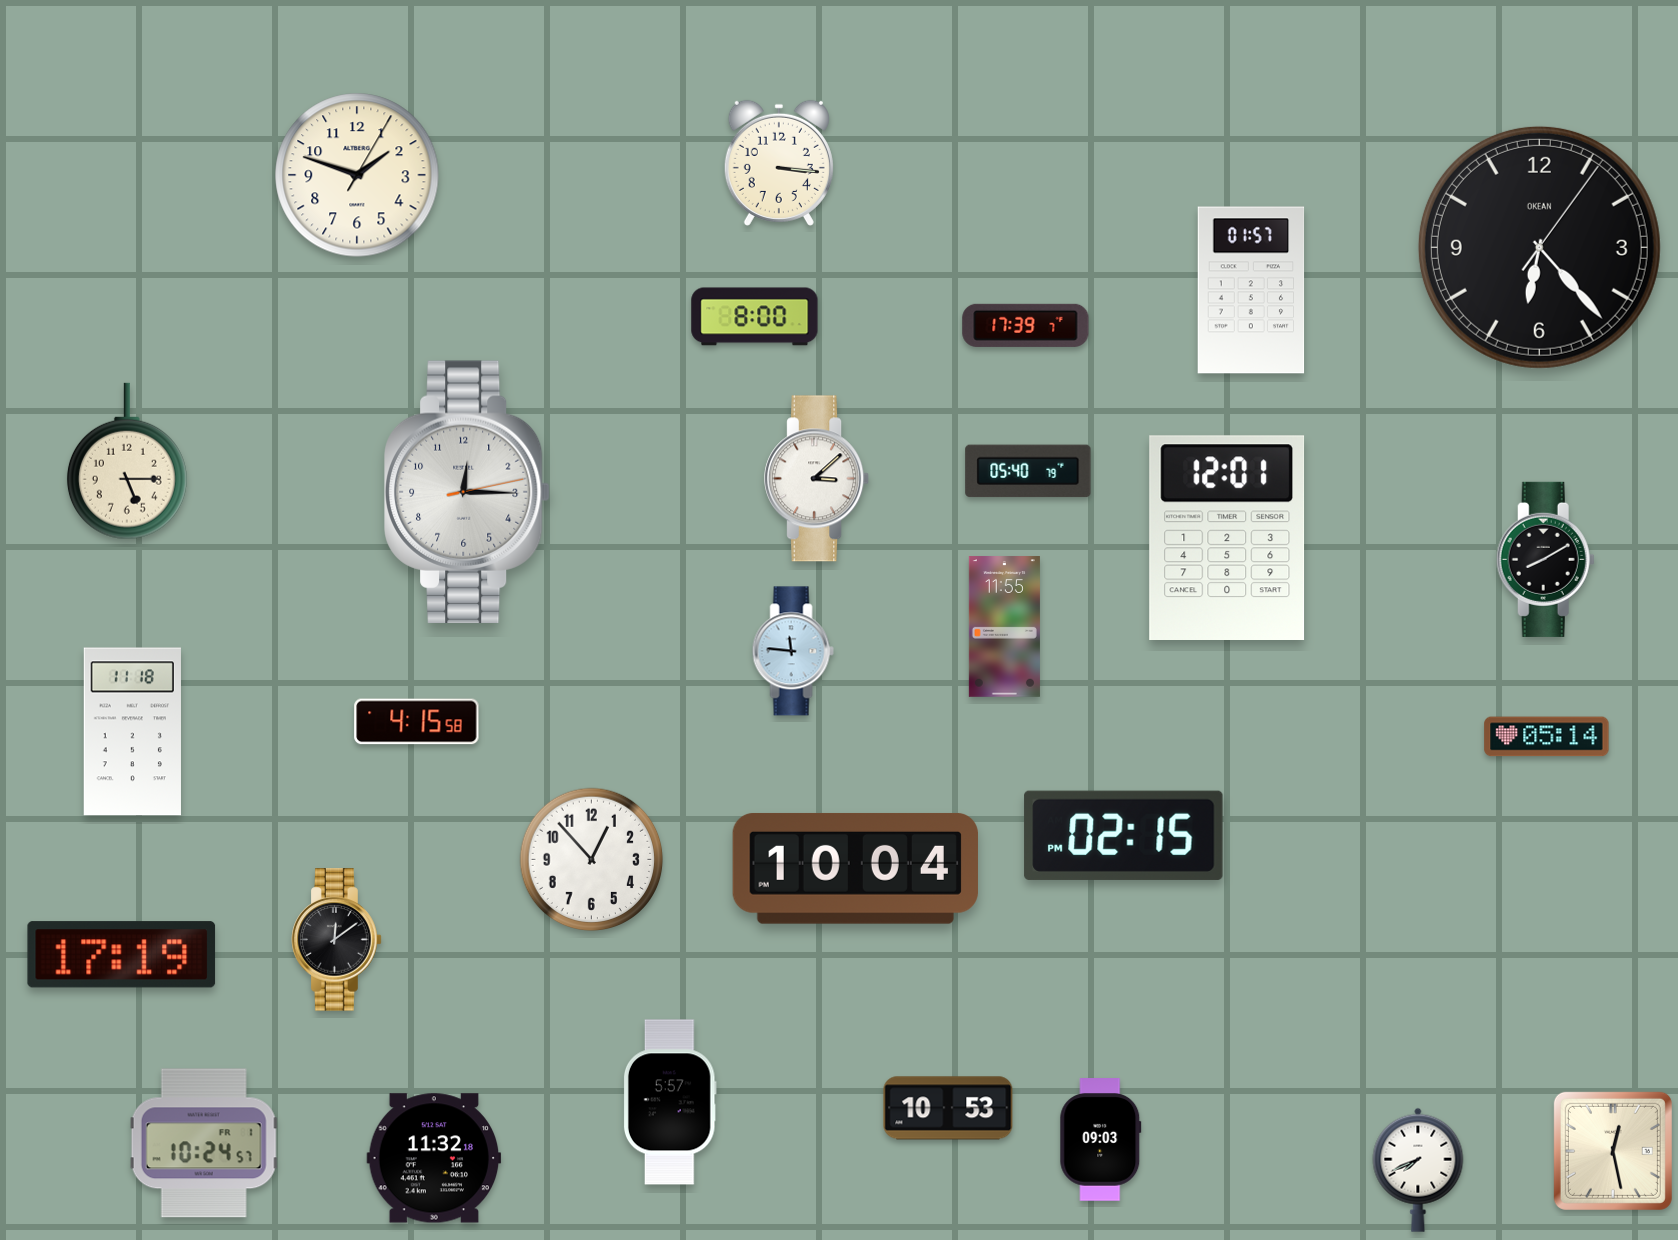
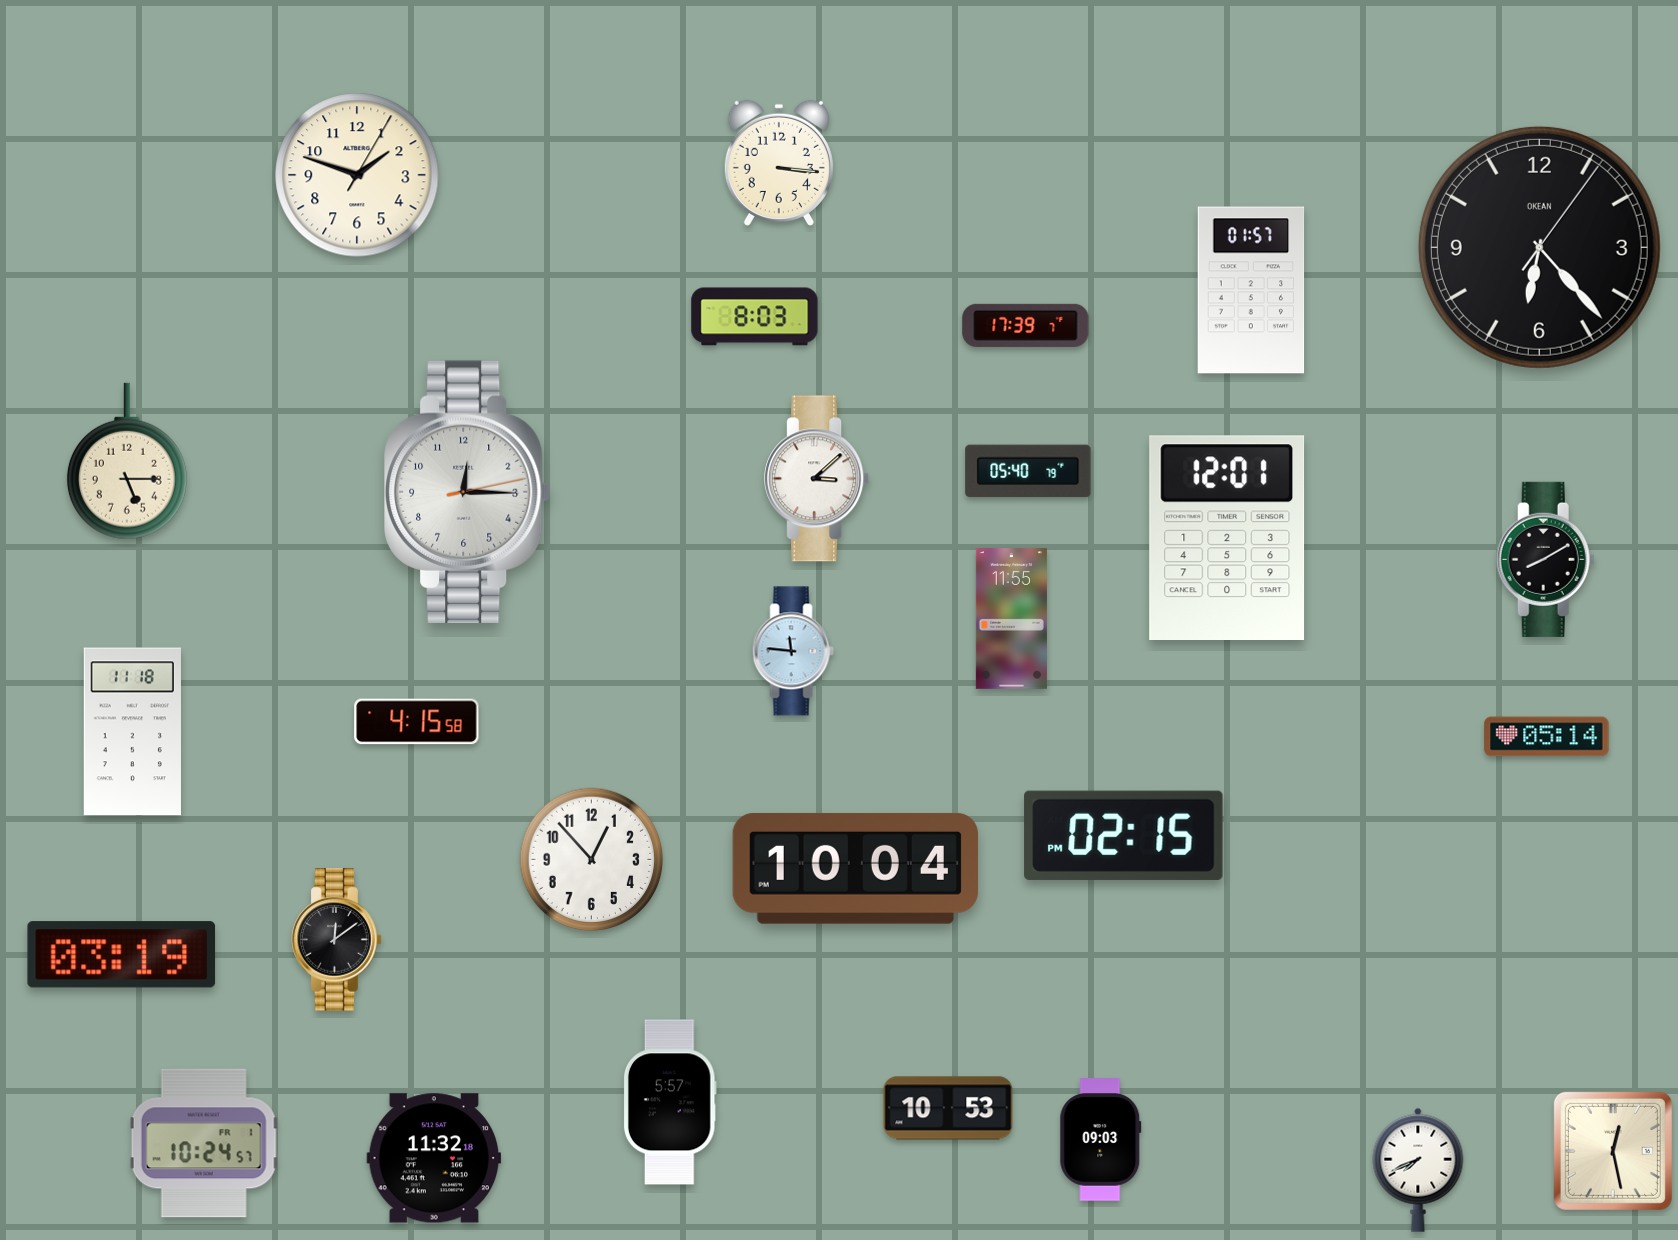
clock at (755, 317): 8:00 -> 8:03
clock at (1004, 627) position: (1004, 627) -> (1011, 619)
clock at (122, 955): 17:19 -> 03:19
